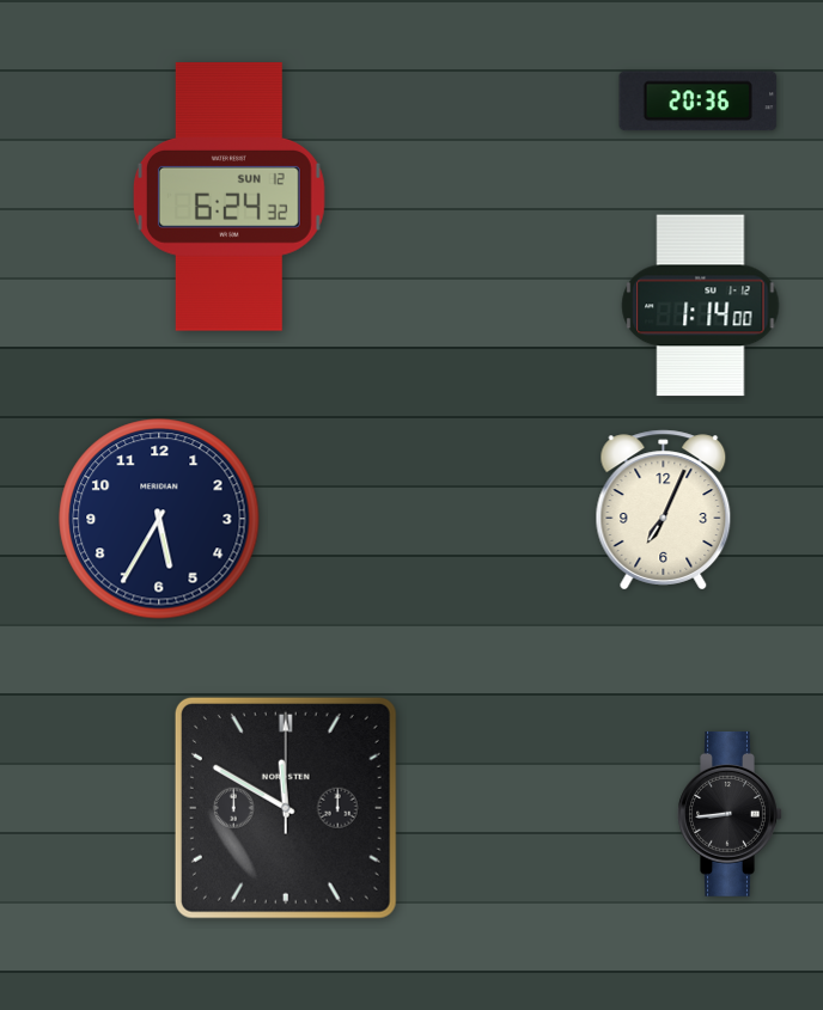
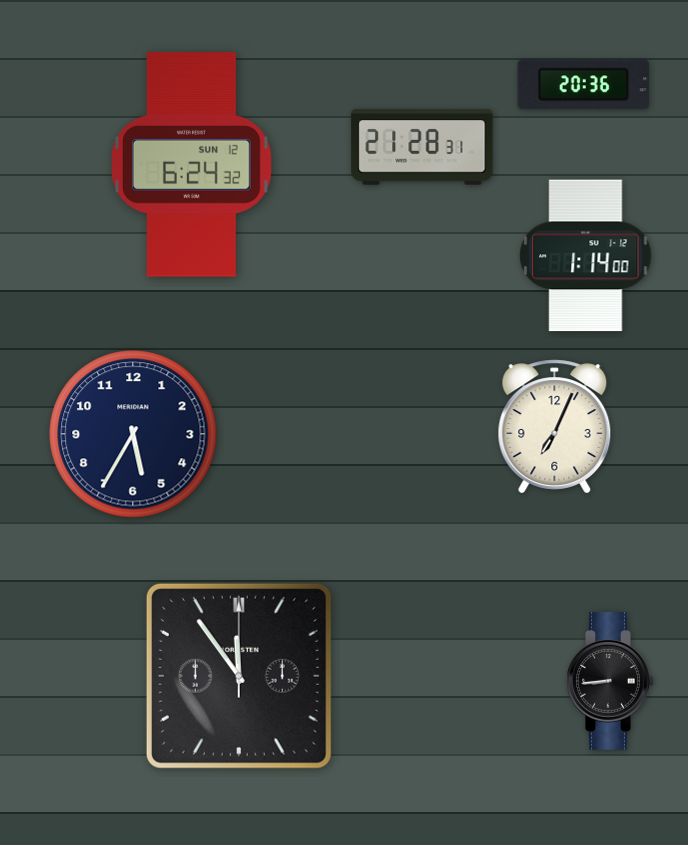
clock at (422, 147): none -> 21:28
clock at (286, 808): 11:50 -> 11:54
